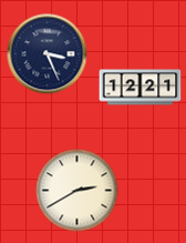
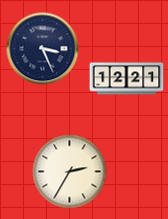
clock at (77, 191): 2:40 -> 2:35
